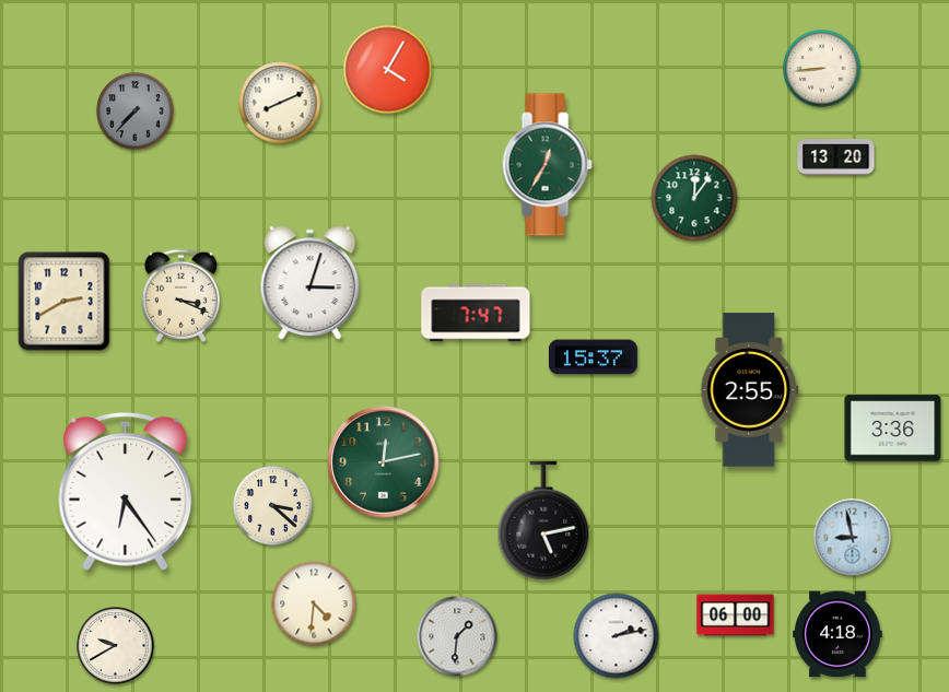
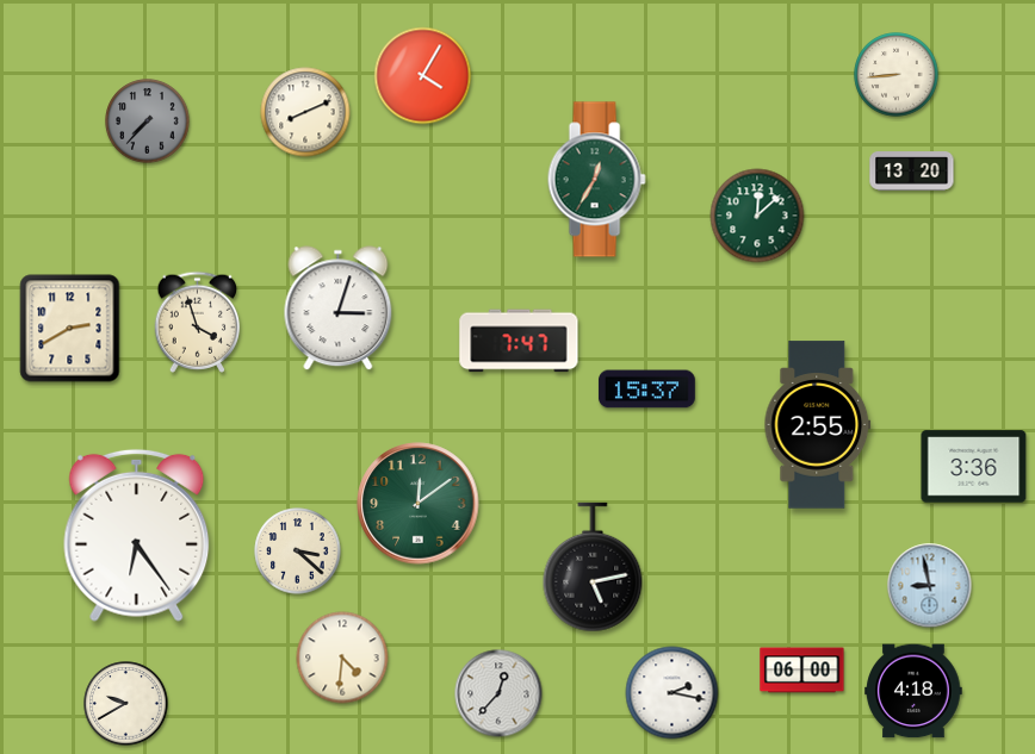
clock at (694, 198): 12:06 -> 12:08
clock at (181, 295): 3:19 -> 3:57
clock at (384, 462): 12:13 -> 12:09
clock at (457, 636): 1:31 -> 12:37
clock at (617, 636): 2:13 -> 2:17
